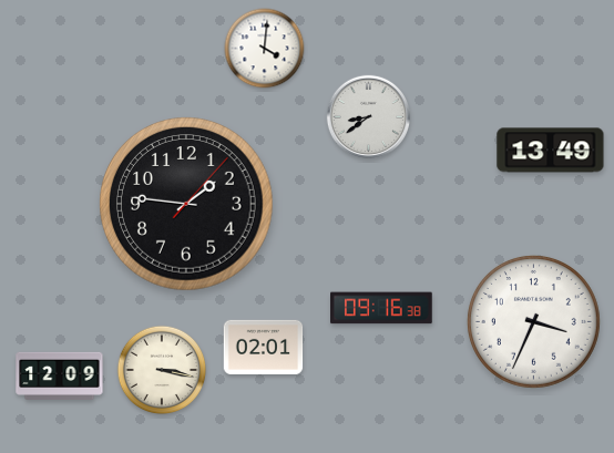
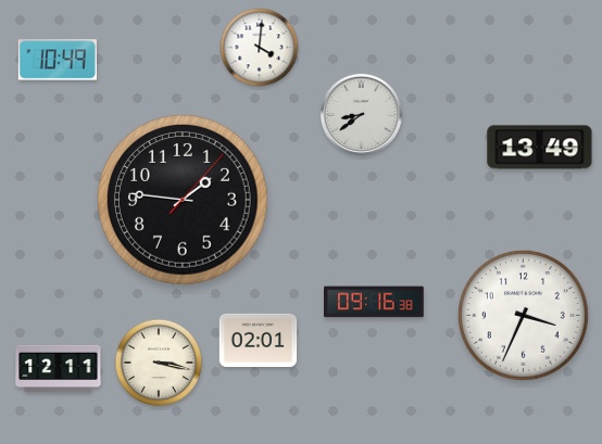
clock at (58, 60): none -> 10:49
clock at (60, 375): 12:09 -> 12:11
